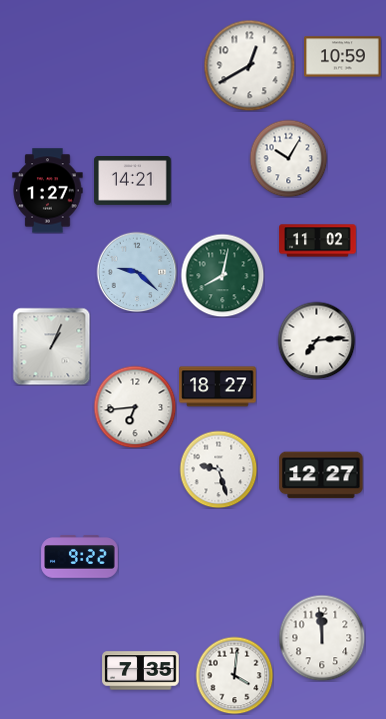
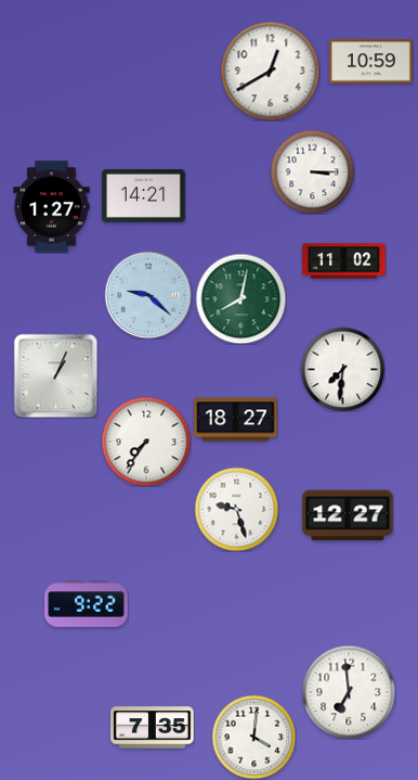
clock at (288, 158): 10:05 -> 3:15
clock at (316, 340): 7:14 -> 7:31
clock at (135, 407): 6:44 -> 7:36
clock at (322, 638): 11:59 -> 6:59
clock at (234, 675) position: (234, 675) -> (253, 737)
